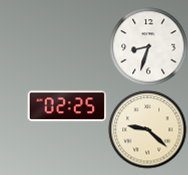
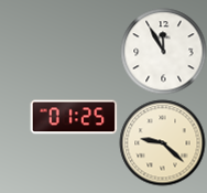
clock at (148, 46): 8:33 -> 11:55
clock at (67, 106): 02:25 -> 01:25
